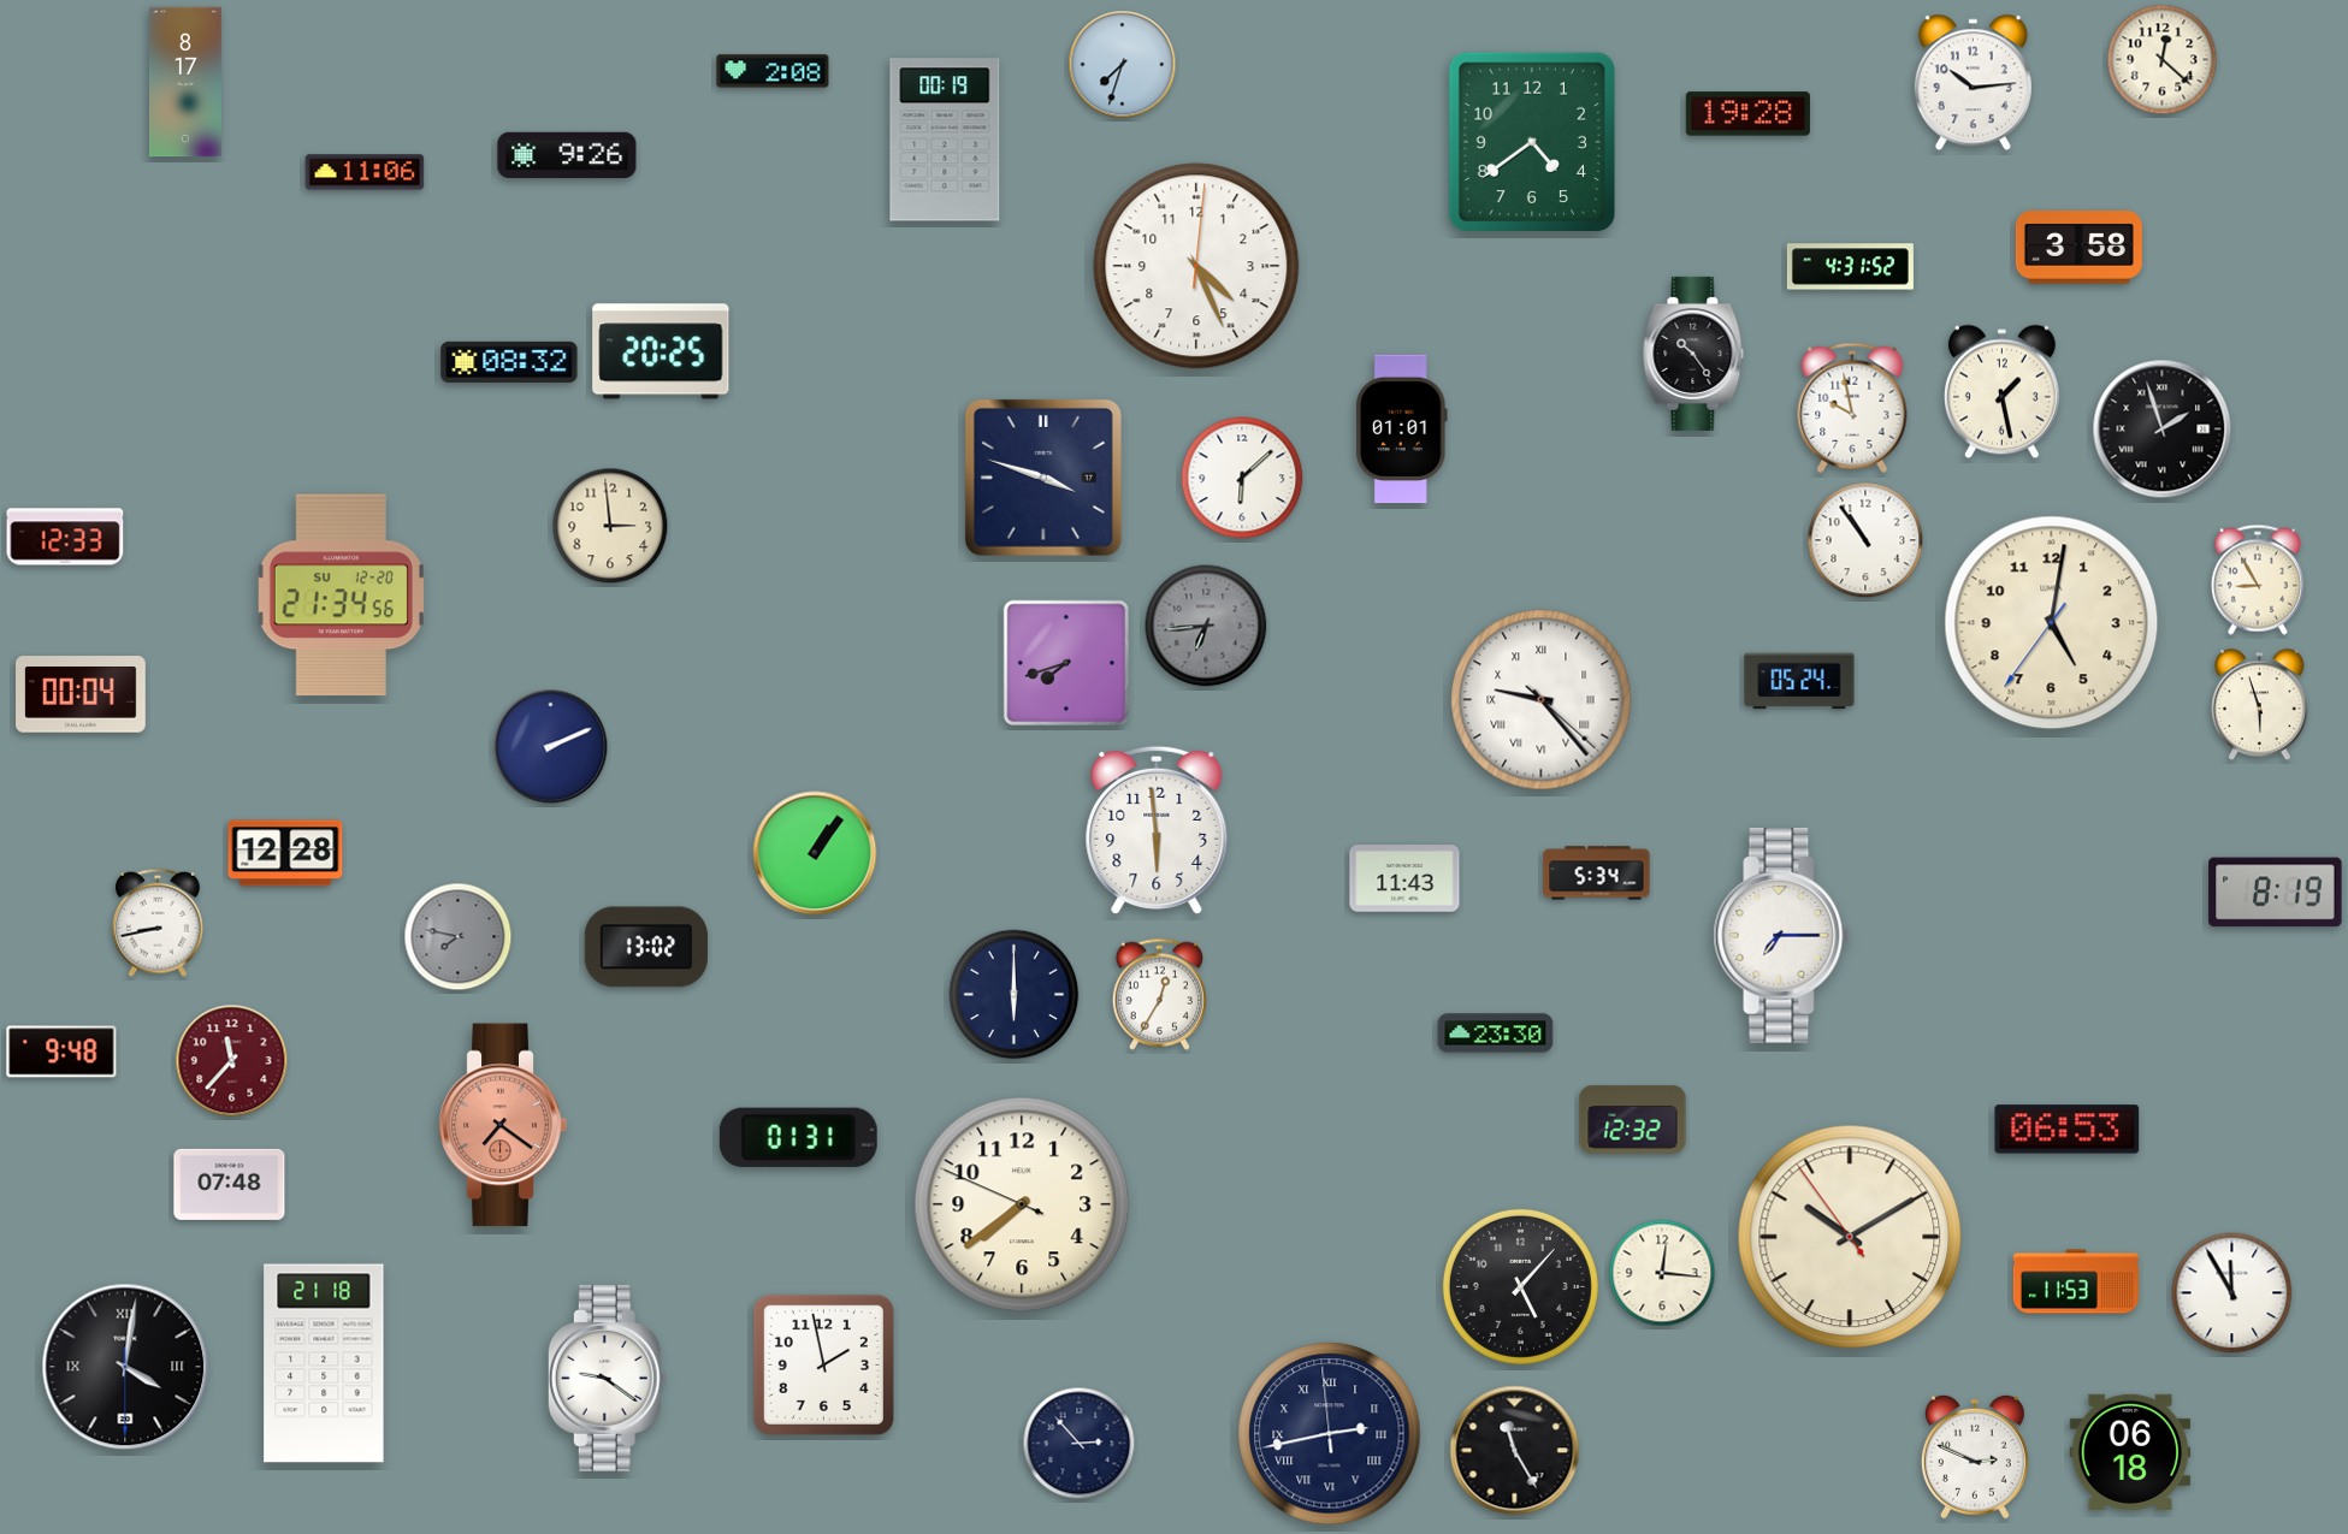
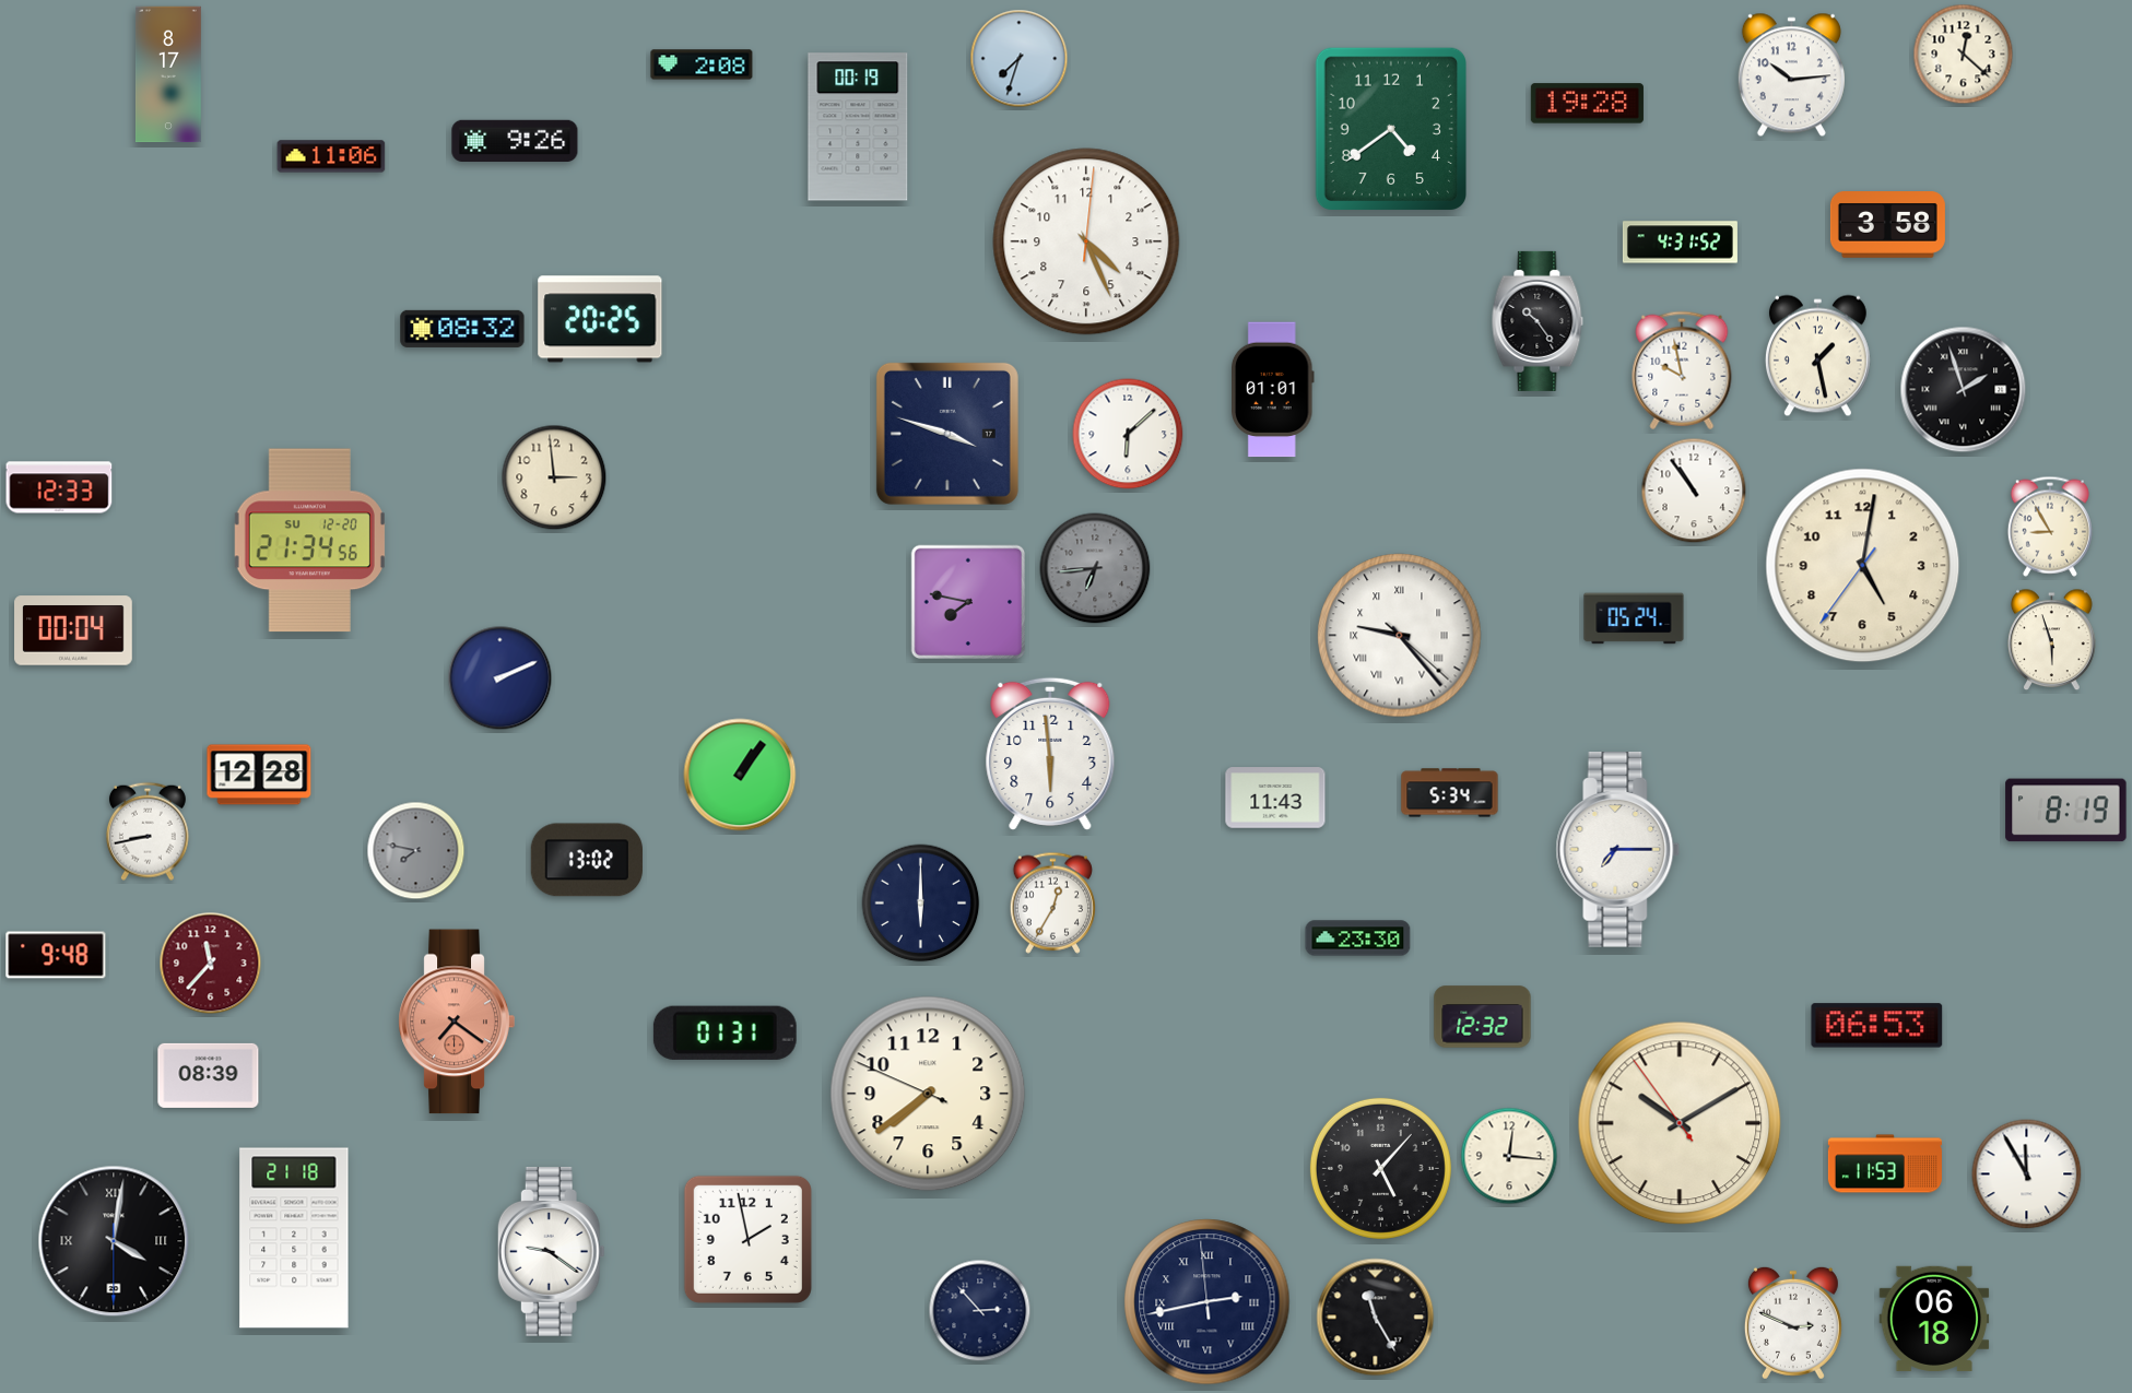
clock at (1066, 663): 7:42 -> 7:47
clock at (158, 923) position: (158, 923) -> (148, 831)
clock at (230, 1184): 07:48 -> 08:39
